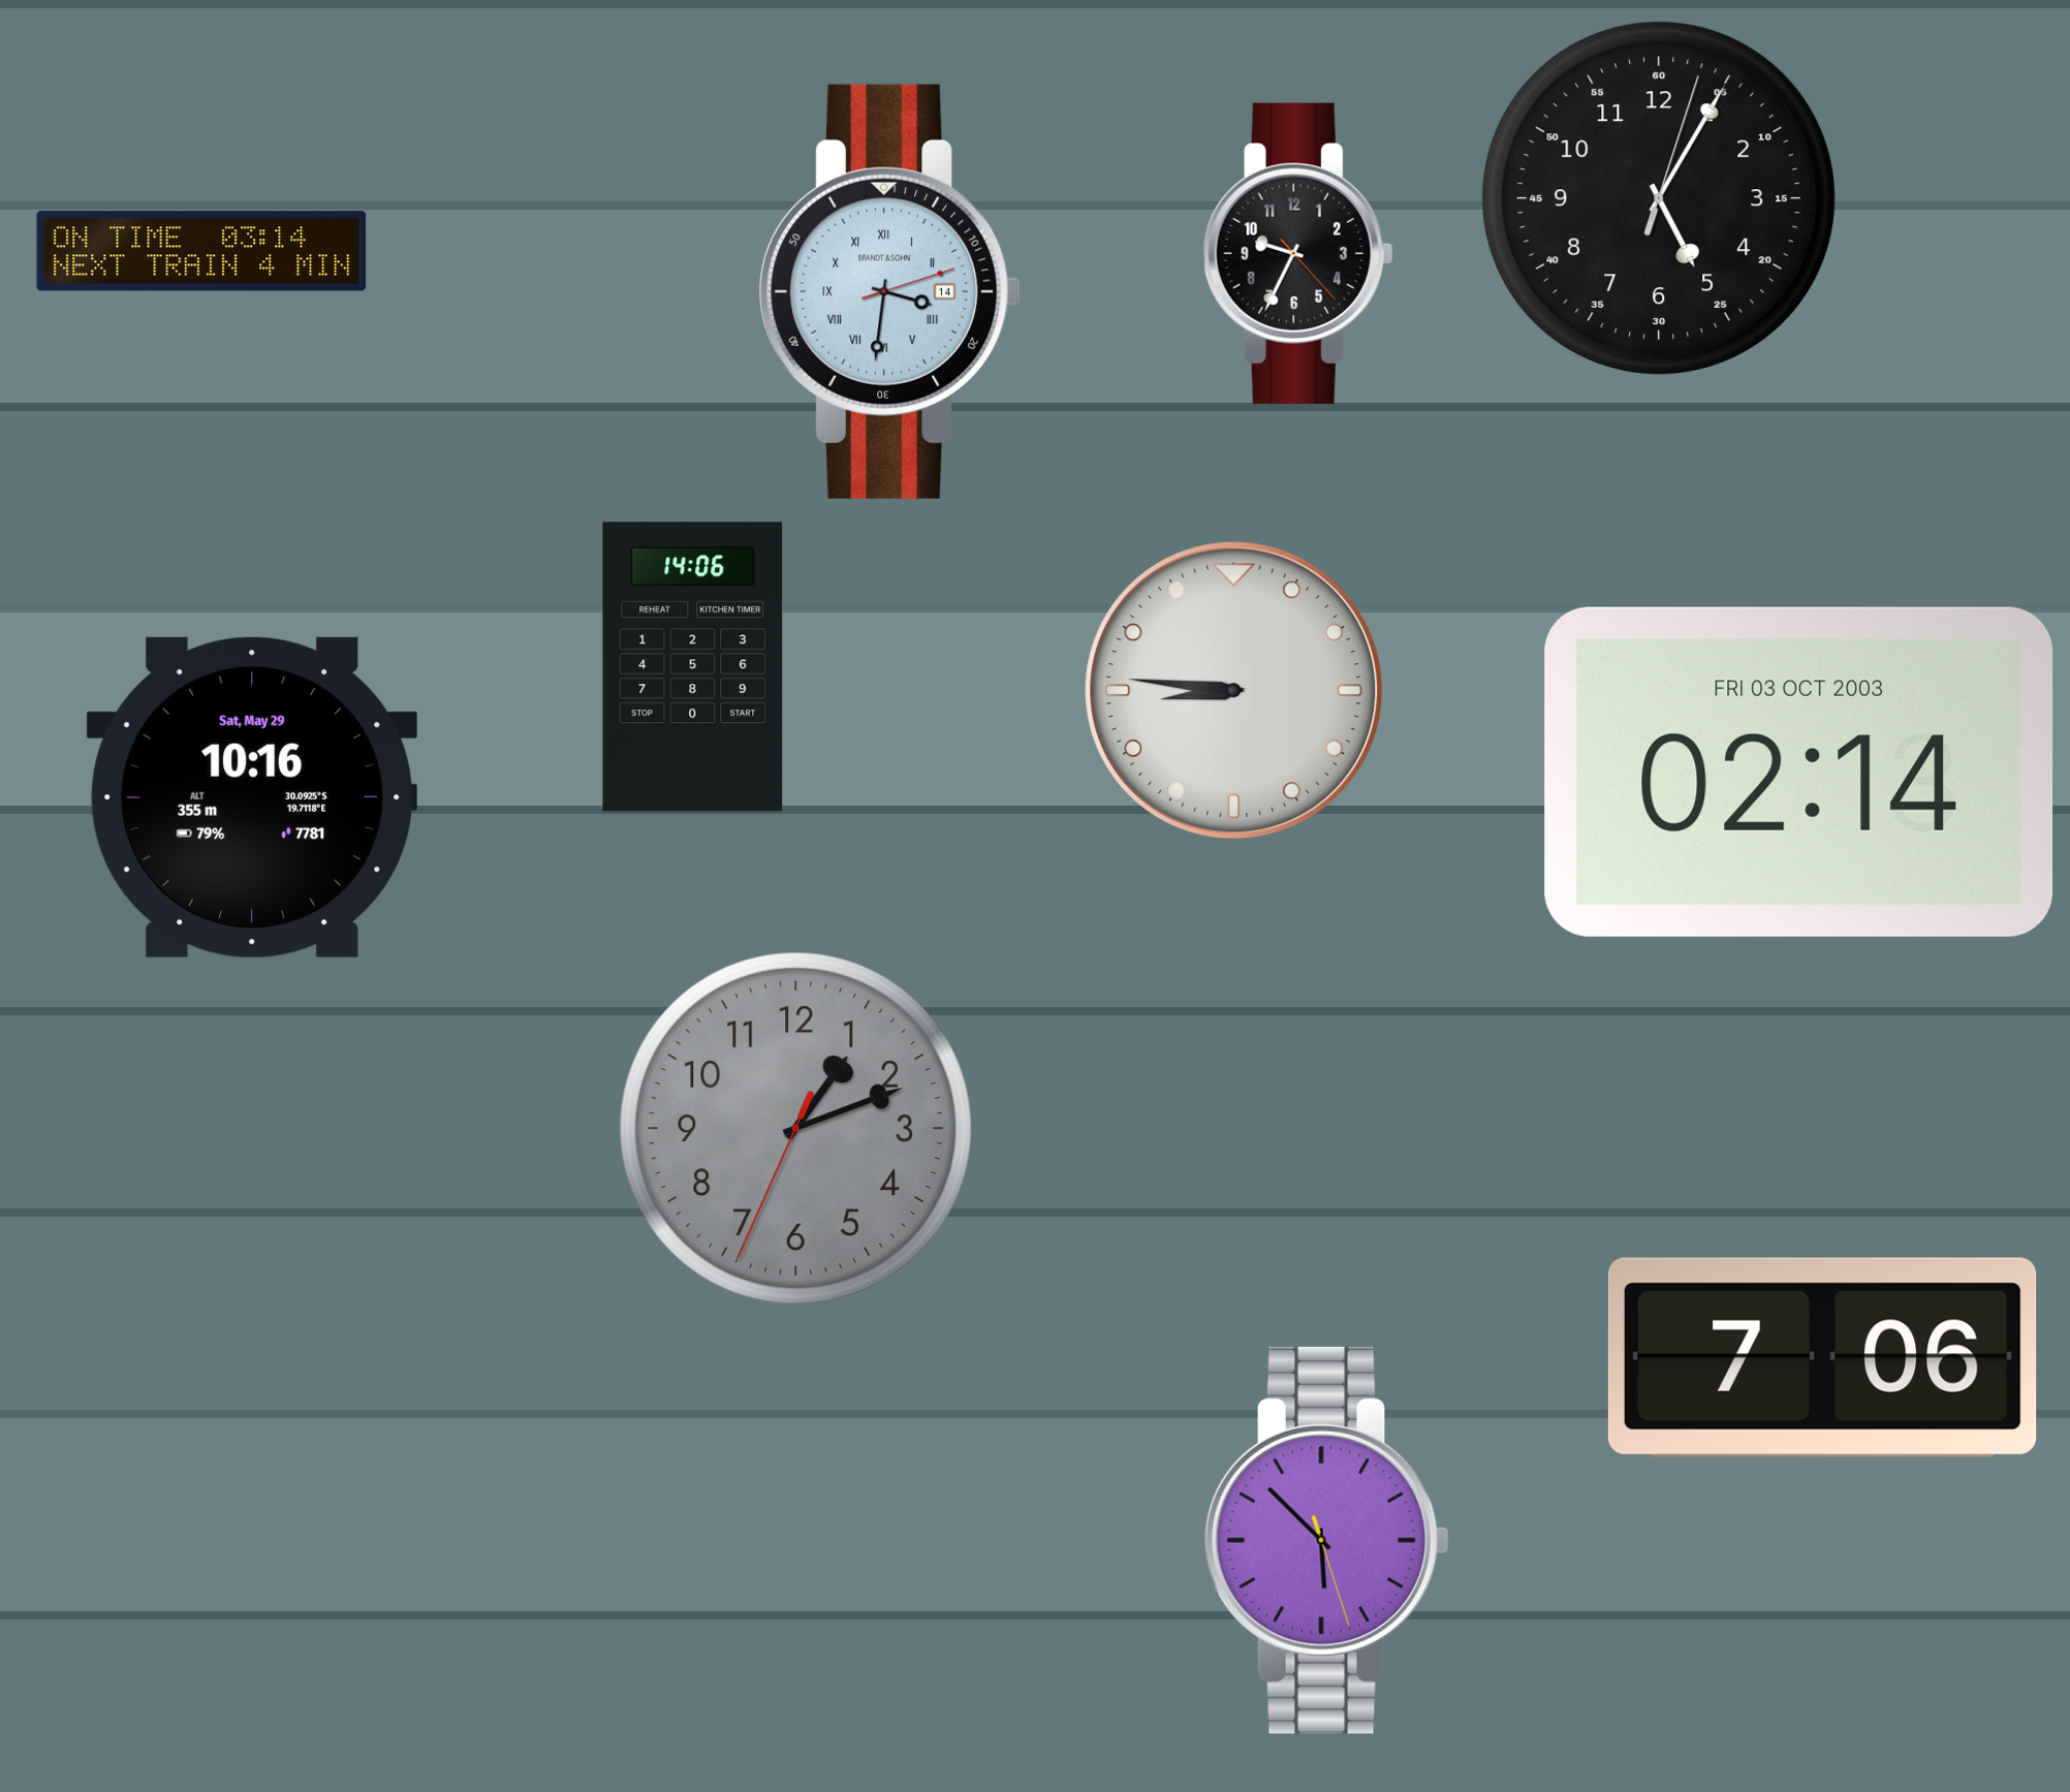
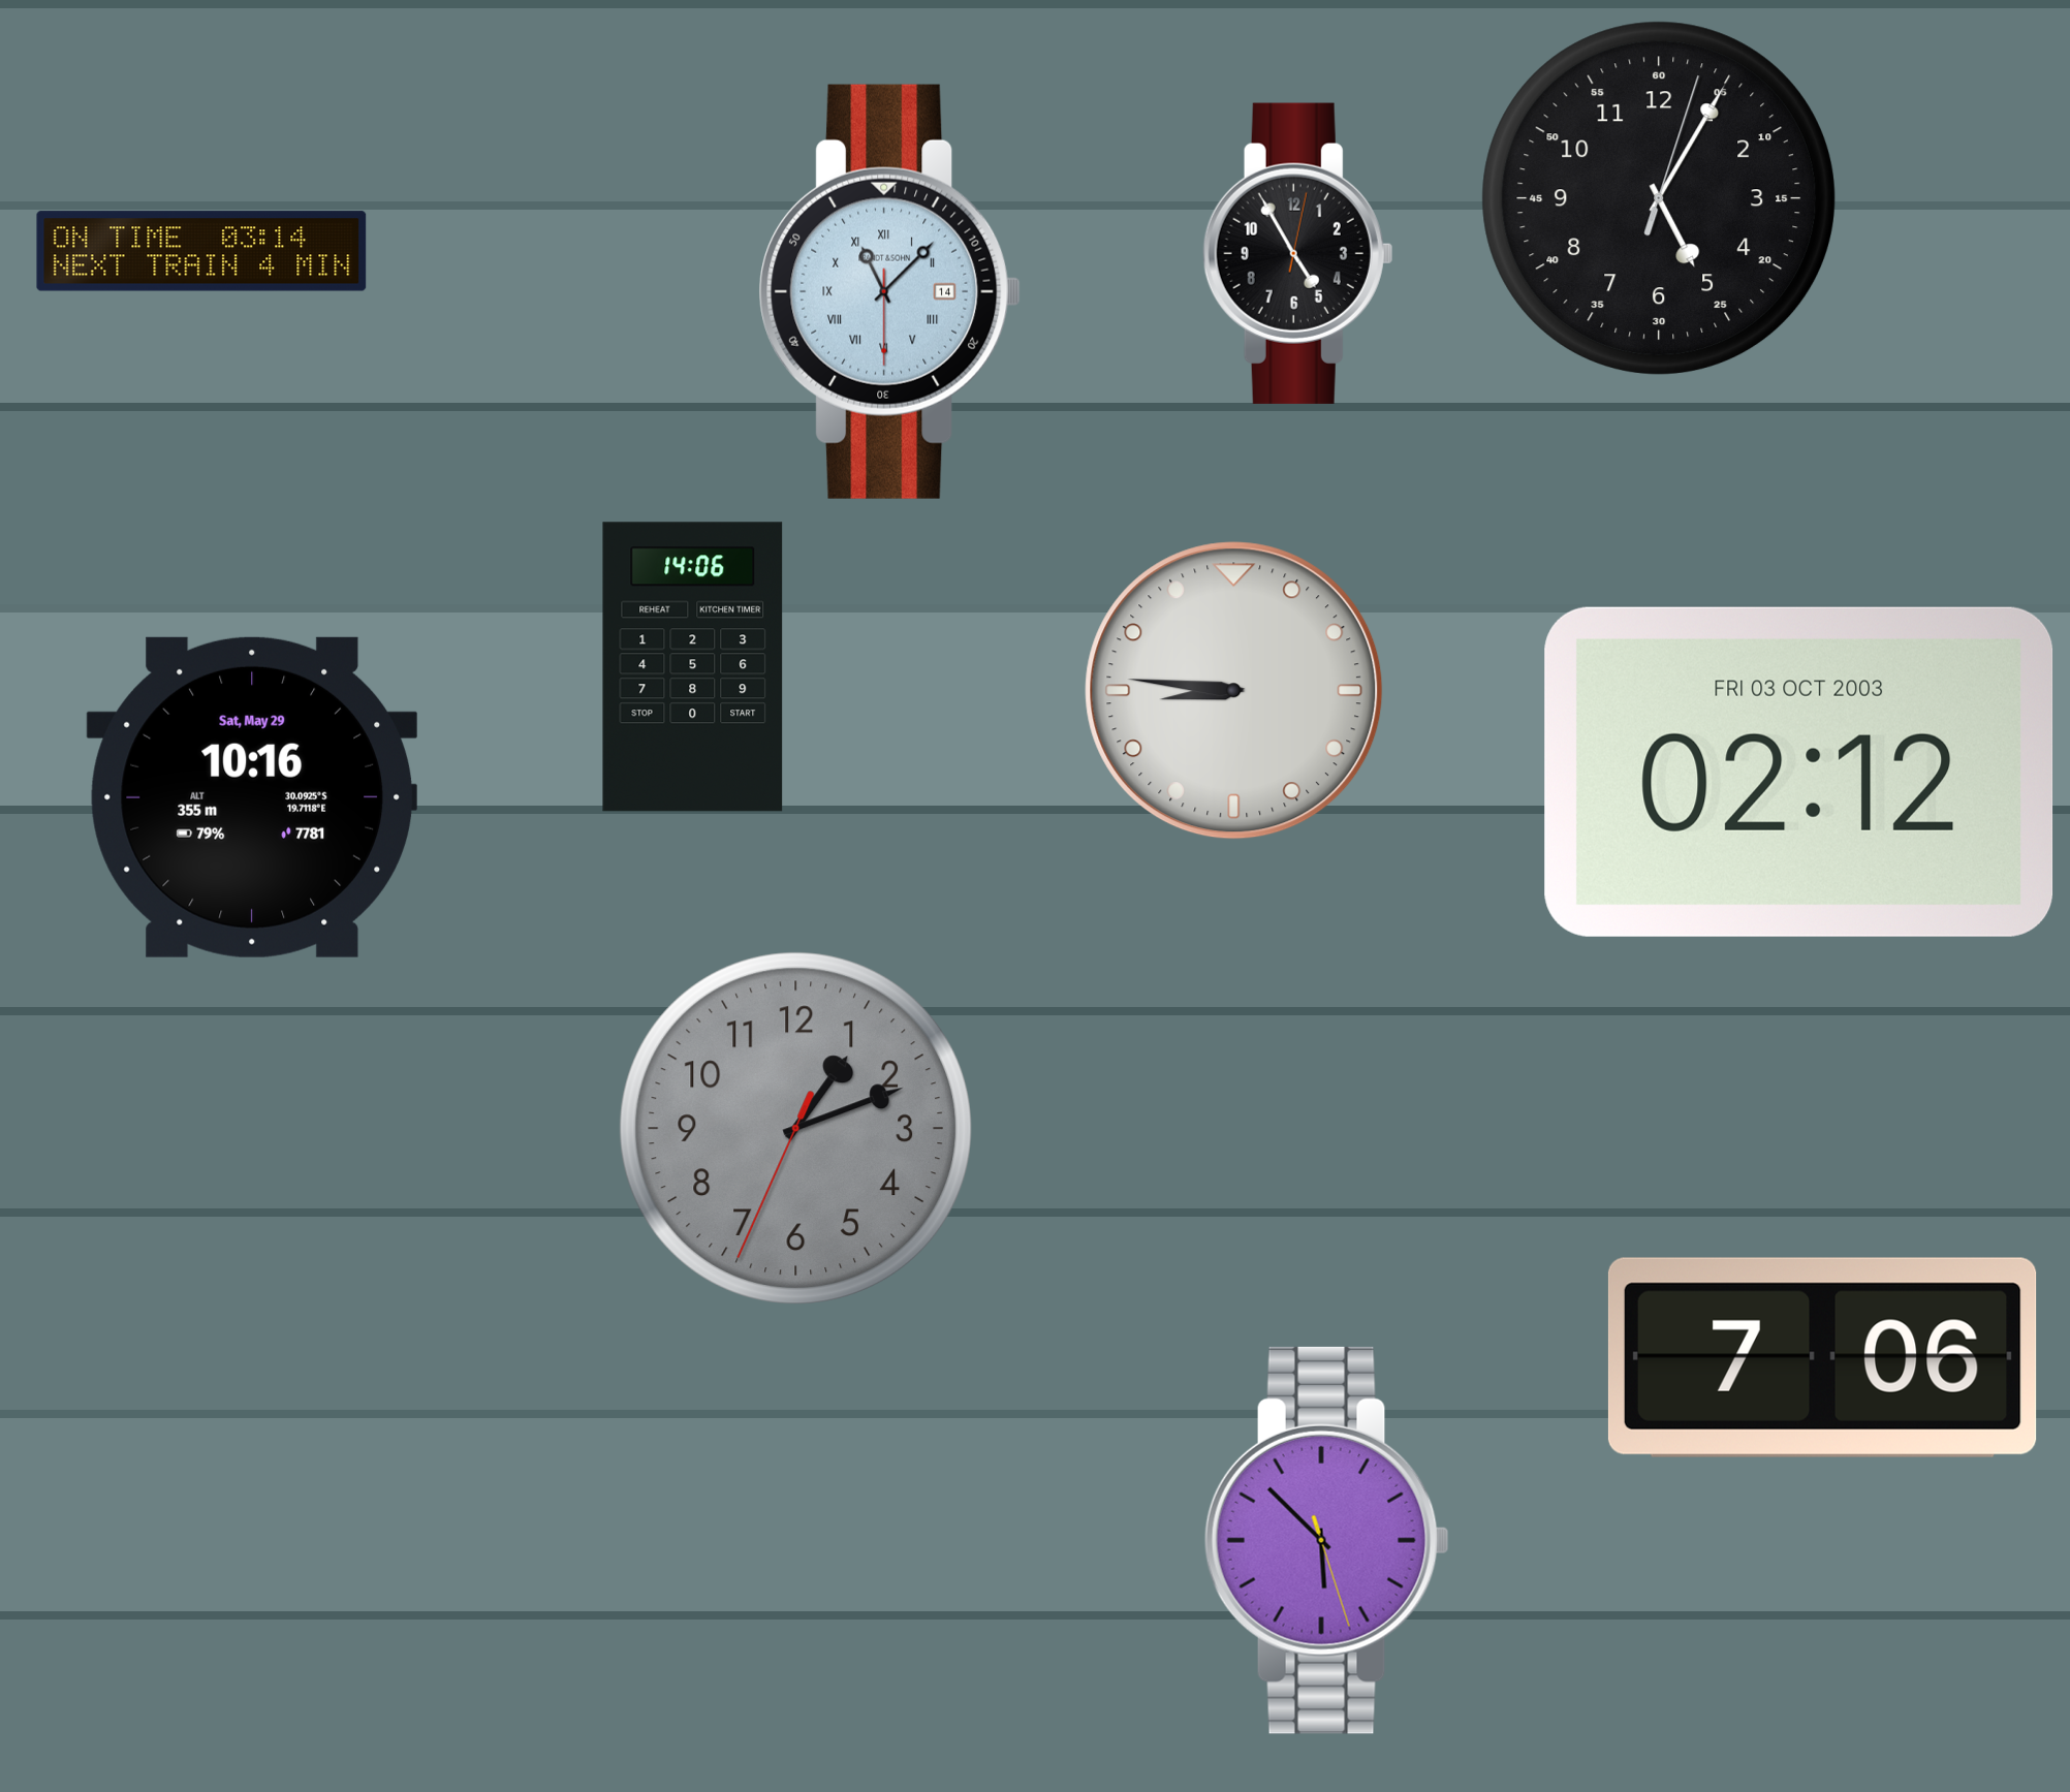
clock at (1297, 253): 9:34 -> 4:55
clock at (890, 291): 3:31 -> 11:07
clock at (1799, 772): 02:14 -> 02:12
